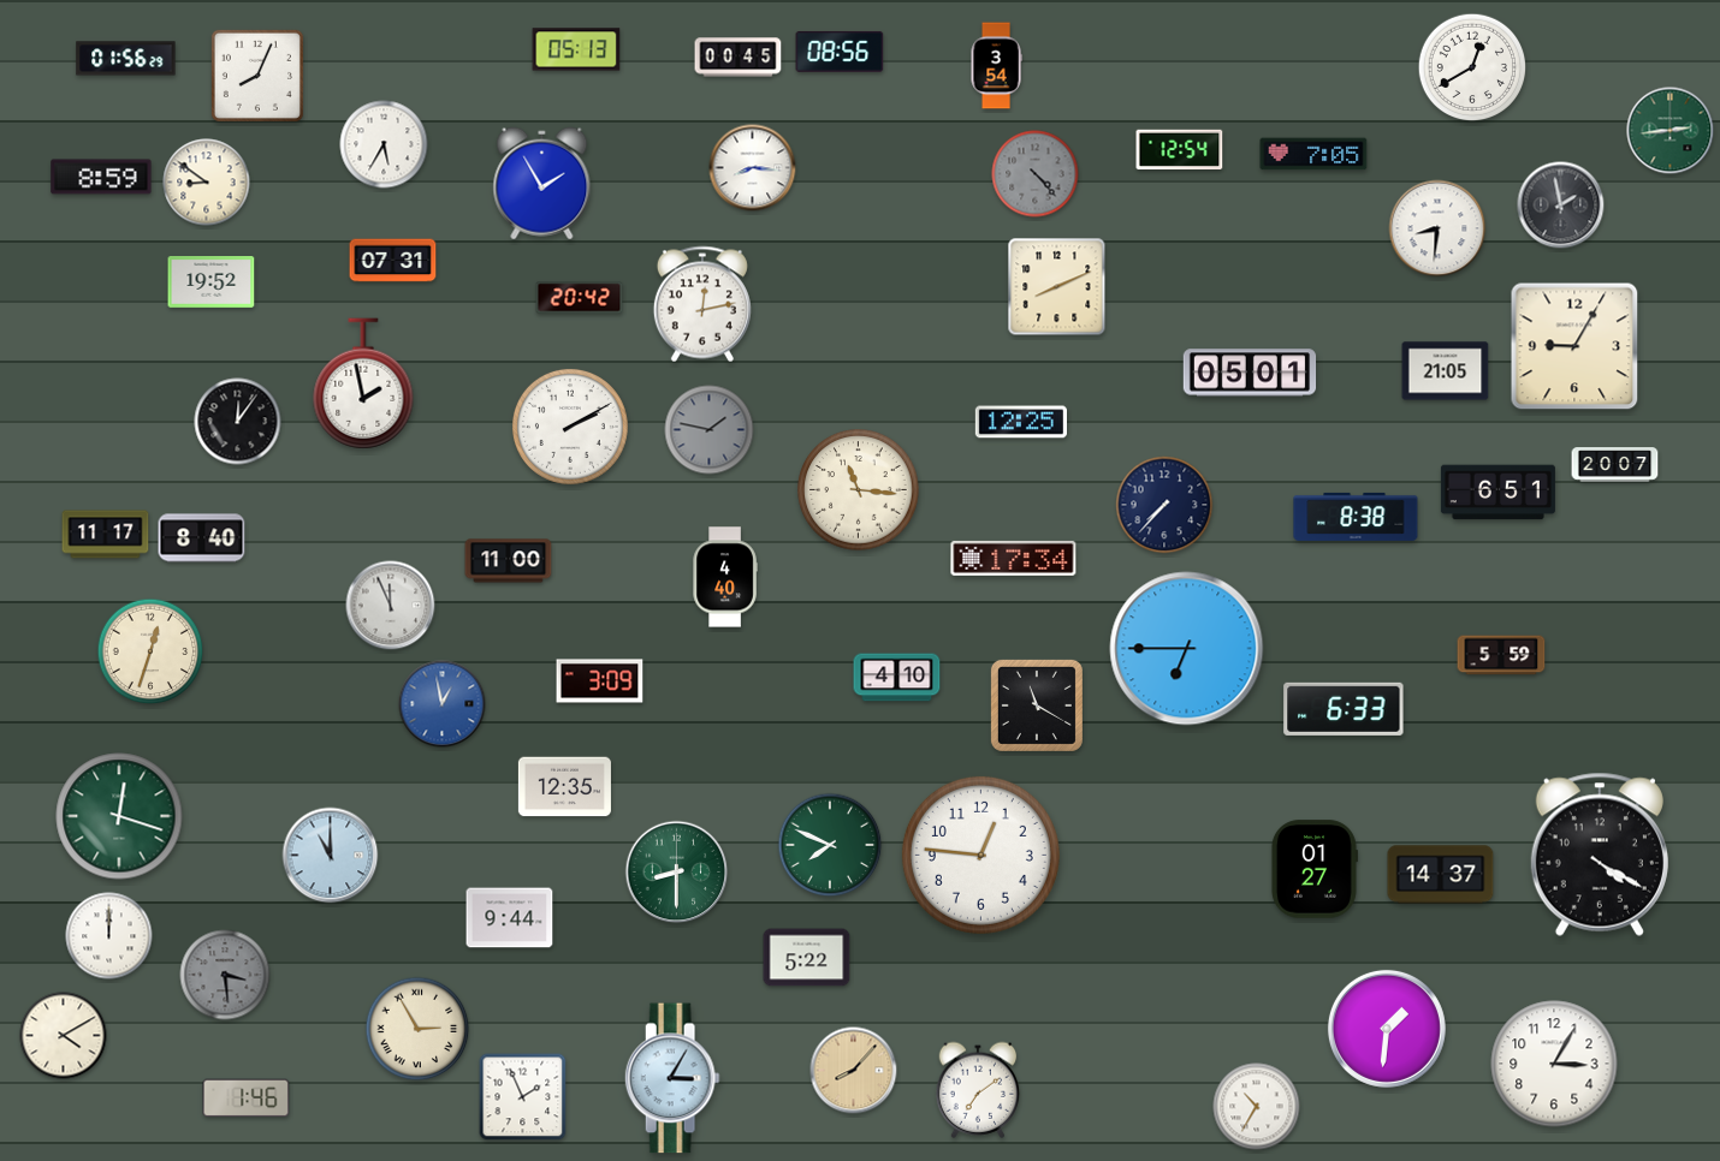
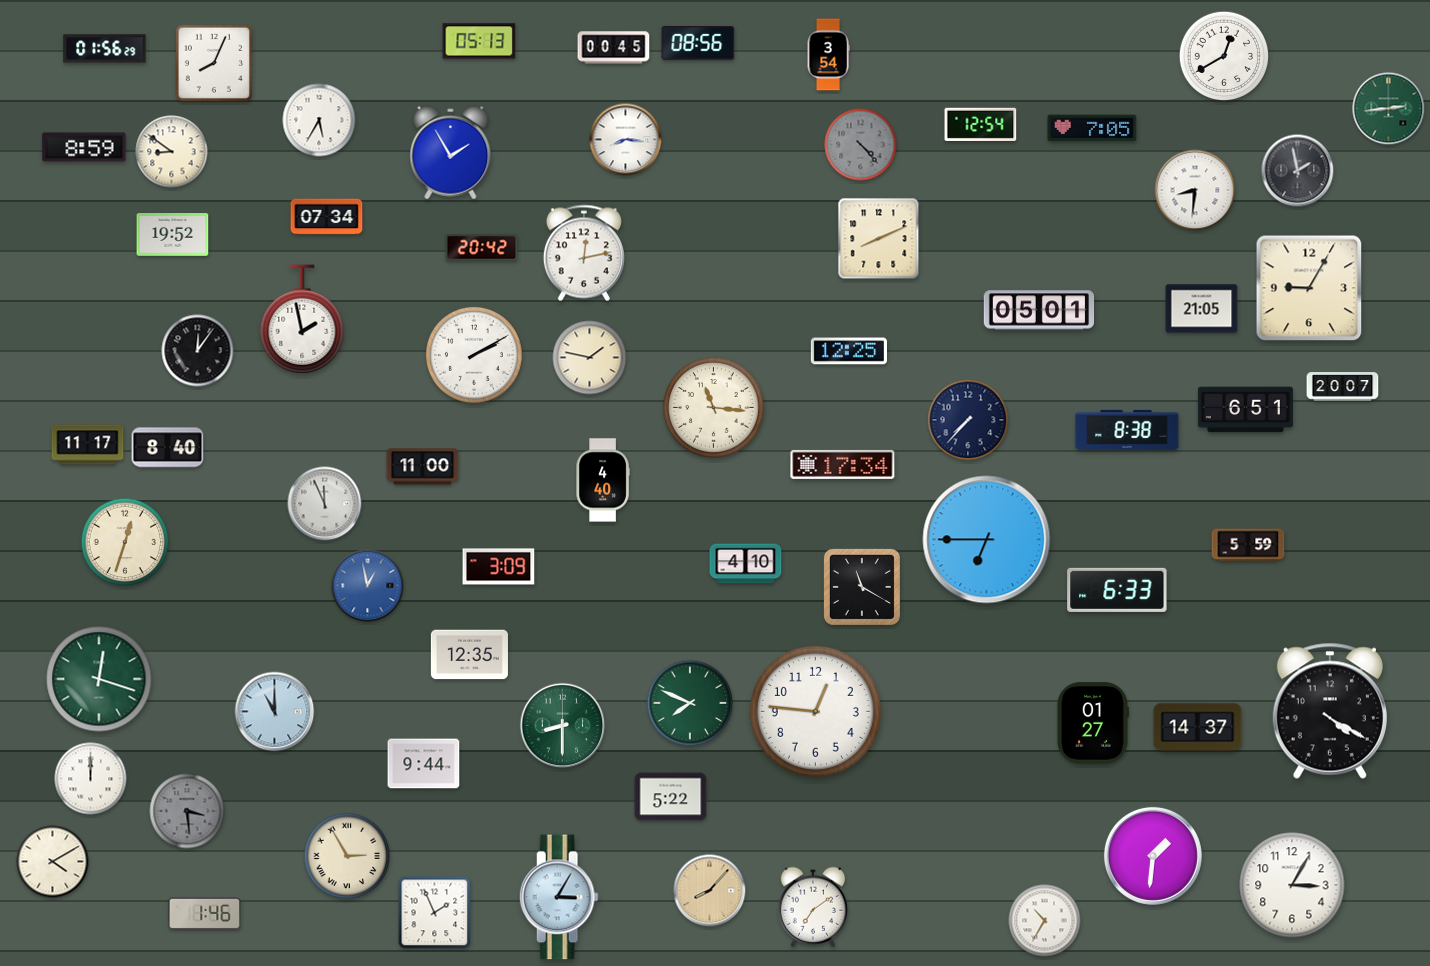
clock at (393, 261): 07:31 -> 07:34
clock at (212, 282) position: (212, 282) -> (173, 235)
clock at (710, 430) dial: grey -> cream
